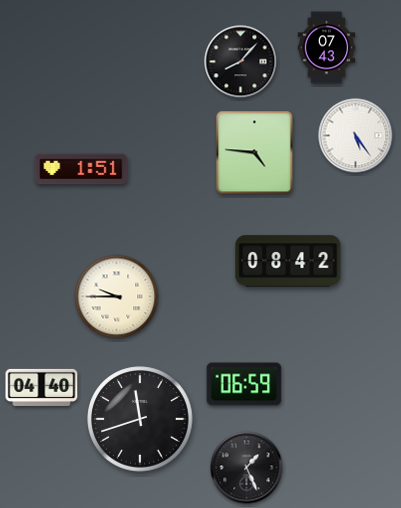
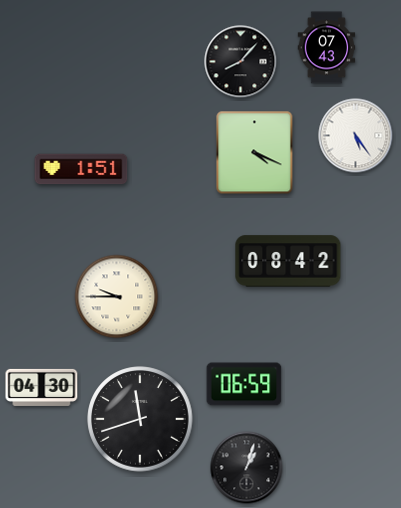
clock at (255, 153): 4:46 -> 4:19
clock at (42, 387): 04:40 -> 04:30
clock at (247, 468): 1:26 -> 1:03
